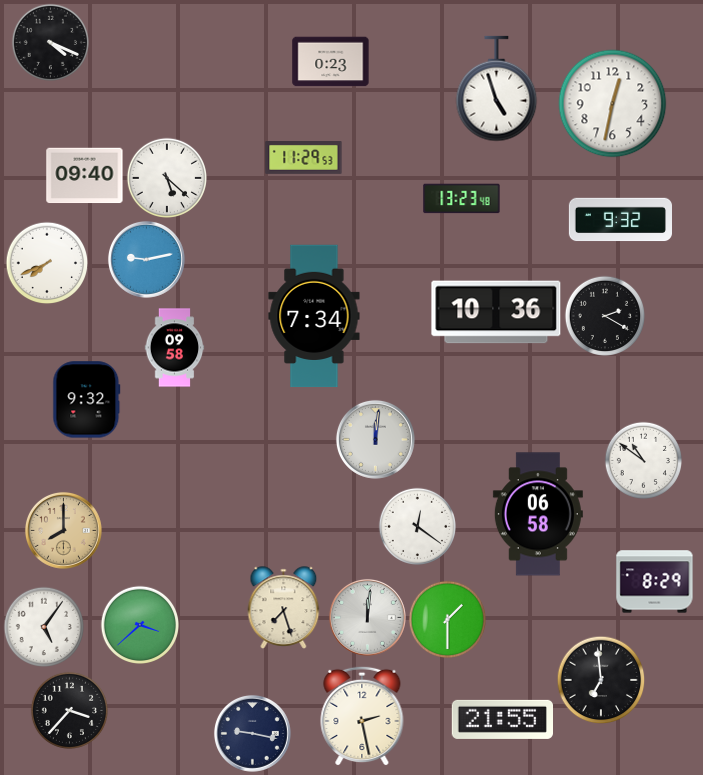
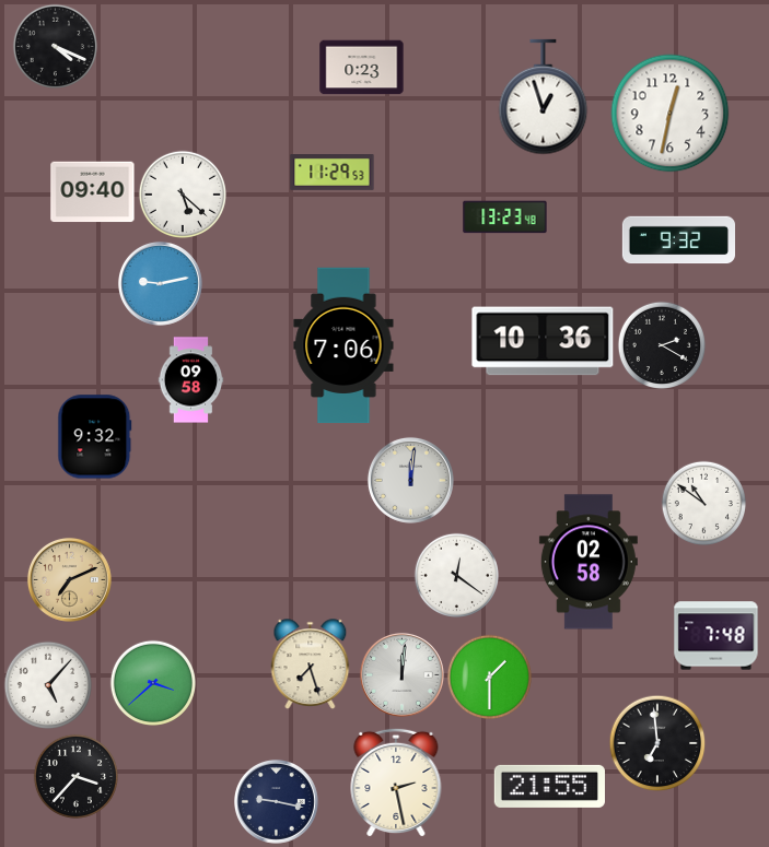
clock at (497, 89): 4:57 -> 12:57
clock at (47, 263): 7:41 -> none
clock at (314, 316): 7:34 -> 7:06
clock at (538, 514): 06:58 -> 02:58
clock at (63, 530): 8:00 -> 7:11
clock at (655, 582): 8:29 -> 7:48
clock at (43, 626): 5:06 -> 5:07
